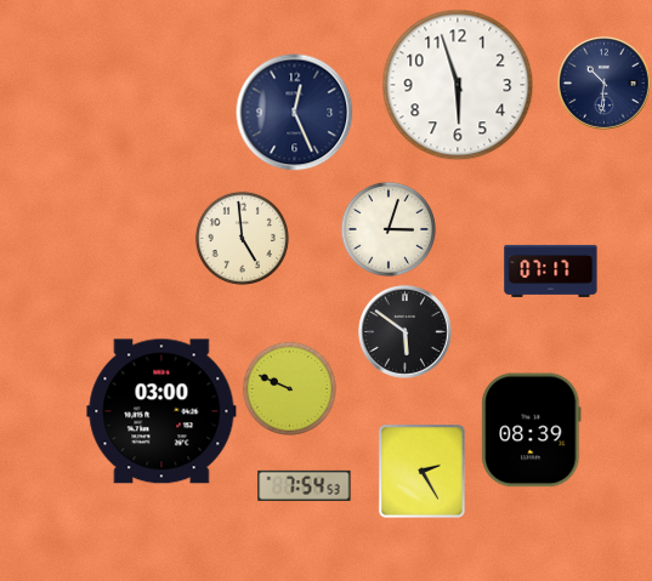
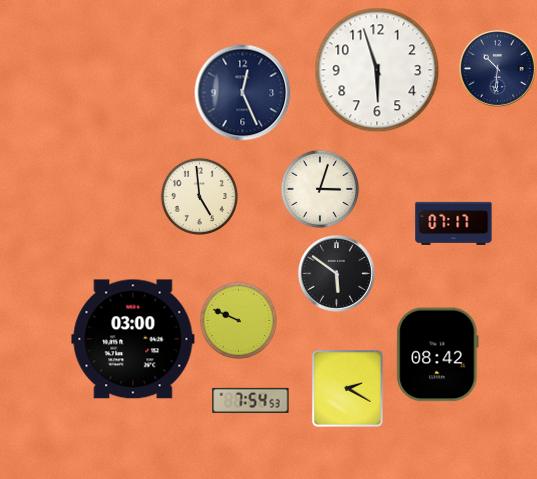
clock at (406, 332) position: (406, 332) -> (337, 274)
clock at (532, 431): 08:39 -> 08:42
clock at (423, 472): 2:25 -> 2:20
